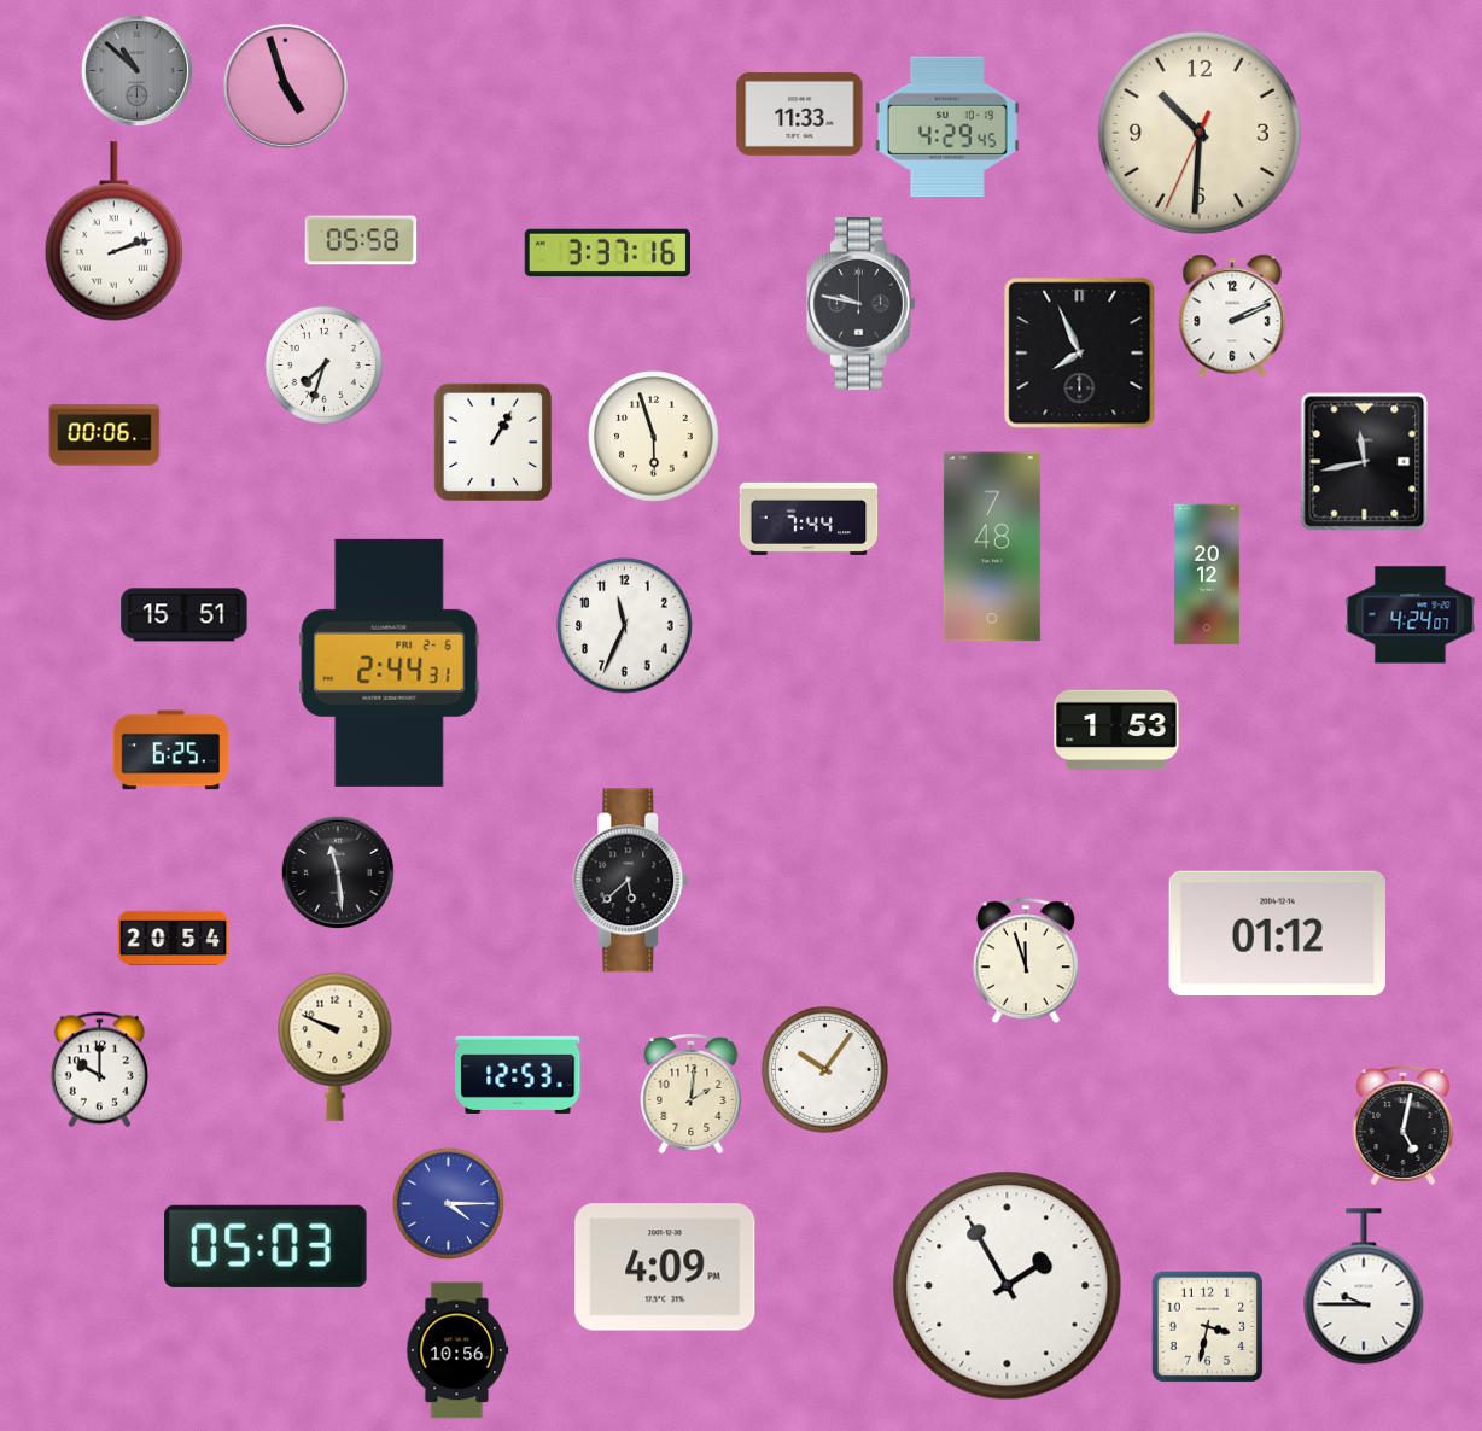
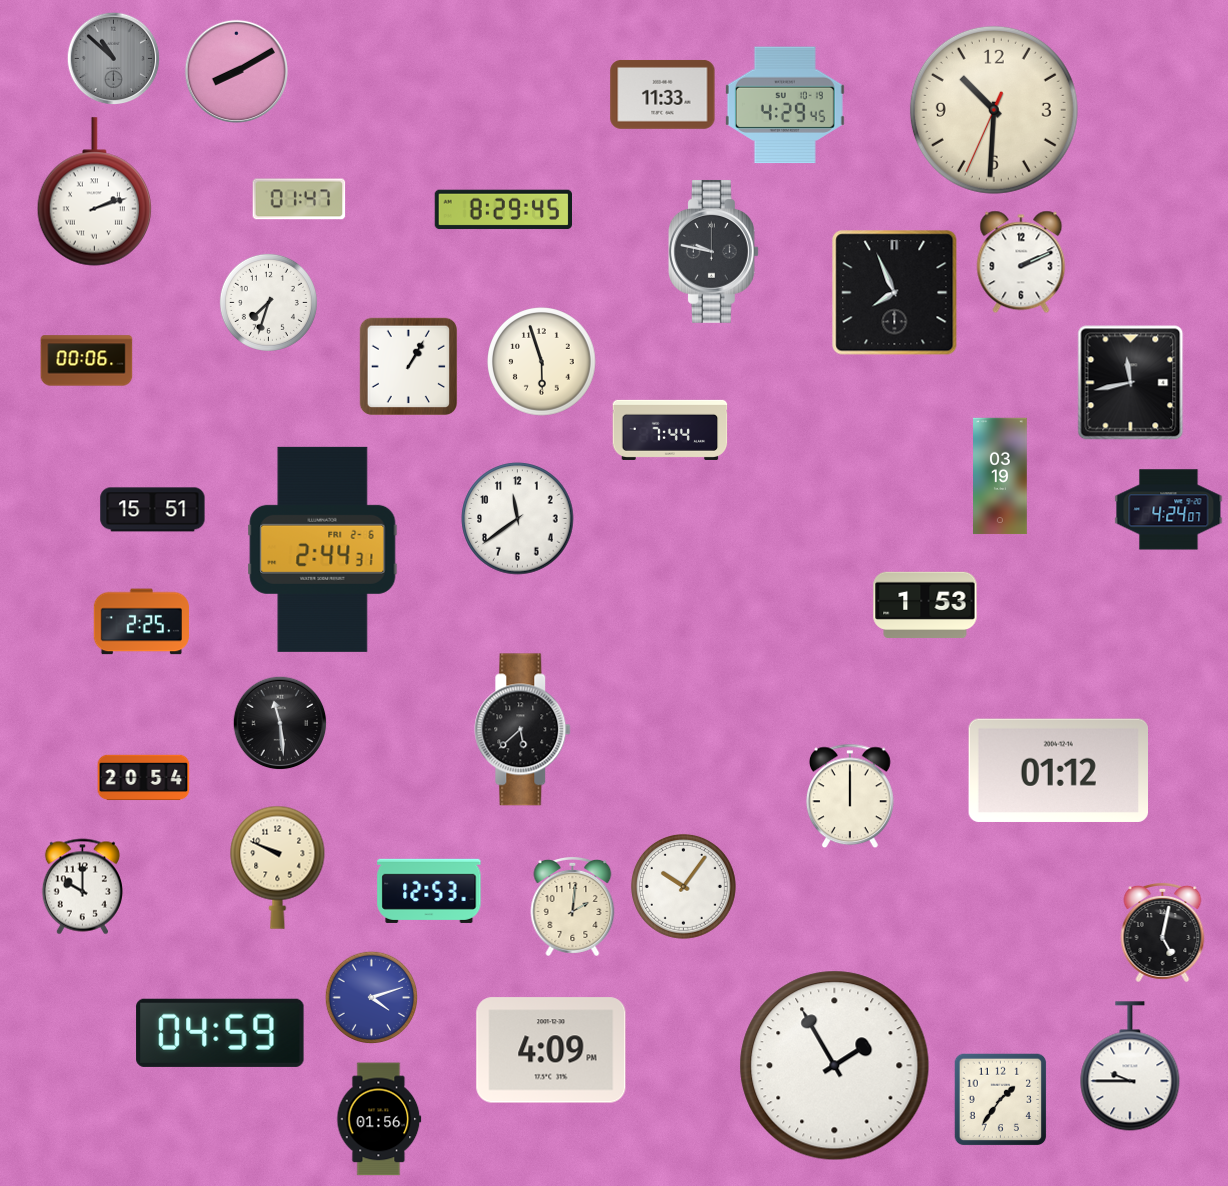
clock at (285, 86): 4:57 -> 8:10
clock at (361, 240): 05:58 -> 01:47
clock at (608, 253): 3:37 -> 8:29
clock at (992, 547): 7:48 -> none
clock at (1208, 574): 20:12 -> 03:19
clock at (625, 626): 11:34 -> 11:39
clock at (170, 750): 6:25 -> 2:25
clock at (1277, 933) position: (1277, 933) -> (1058, 770)
clock at (1026, 960): 11:57 -> 12:00
clock at (448, 1203): 4:15 -> 4:12
clock at (266, 1246): 05:03 -> 04:59
clock at (1208, 1327): 3:32 -> 1:36
clock at (457, 1350): 10:56 -> 01:56
